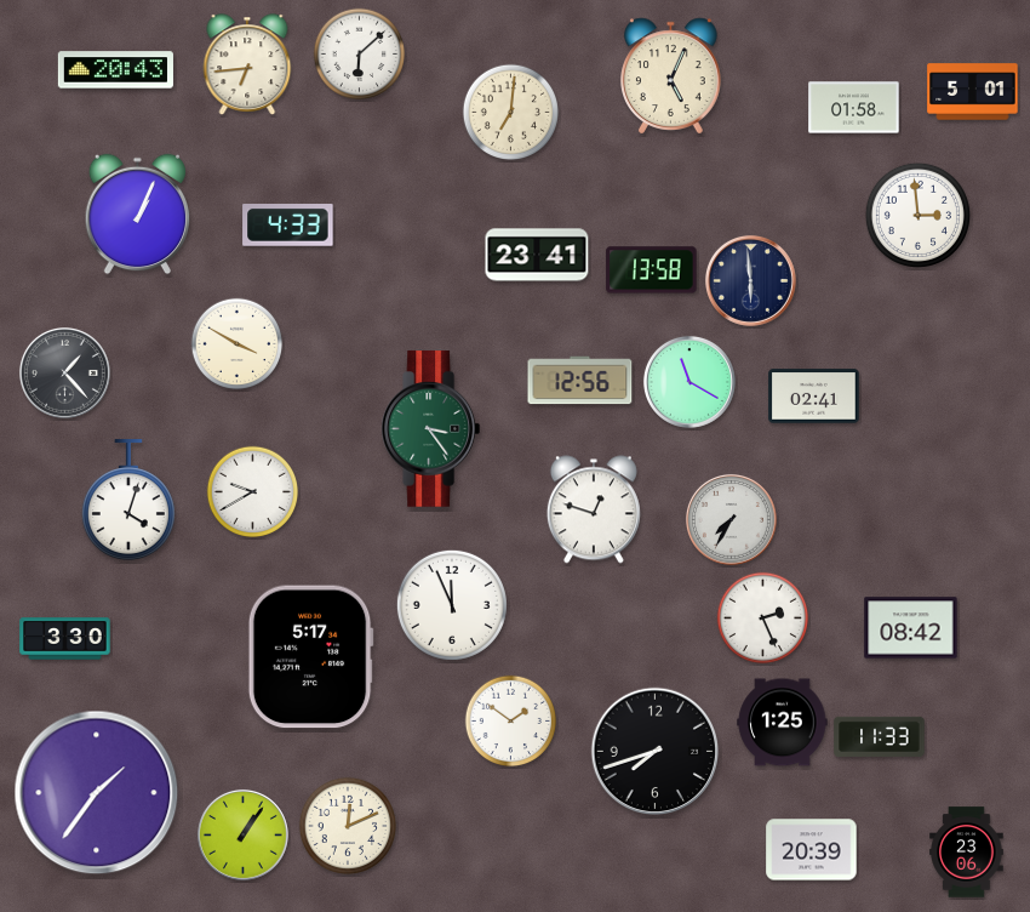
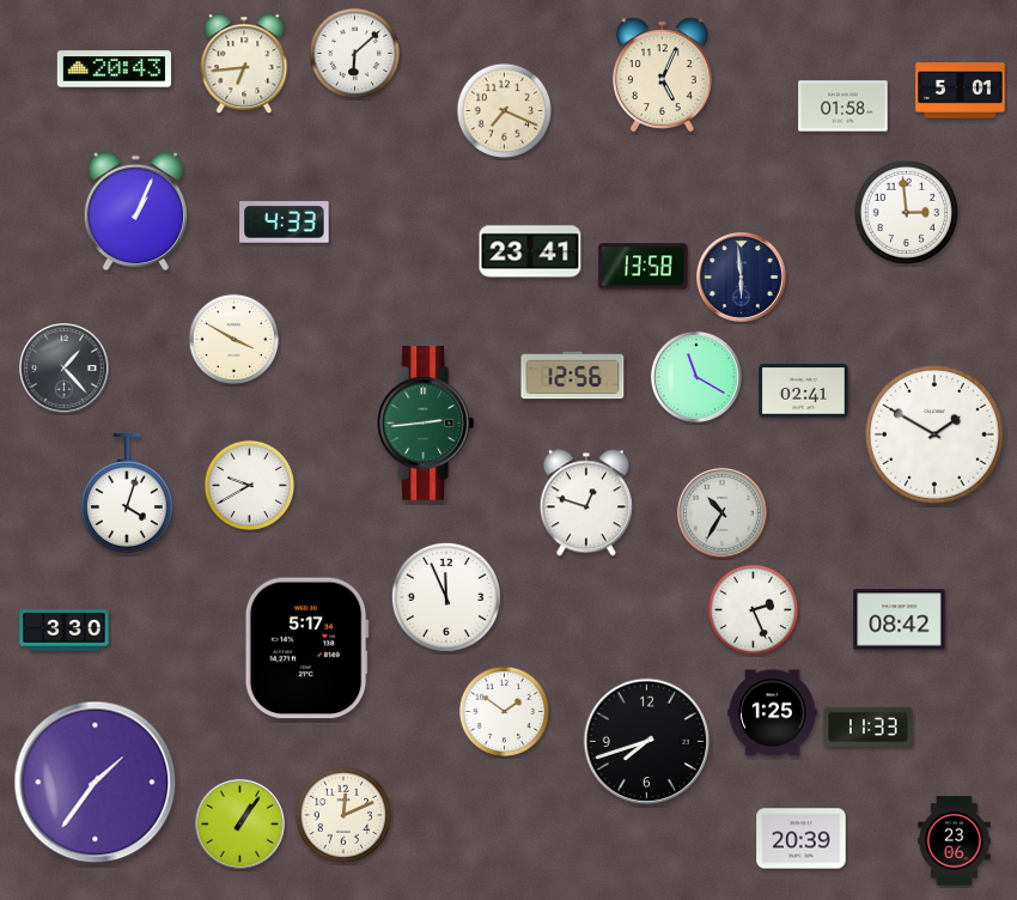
clock at (511, 113): 7:01 -> 7:19
clock at (689, 382) position: (689, 382) -> (696, 377)
clock at (430, 429): 3:24 -> 2:44
clock at (934, 434): none -> 1:50
clock at (731, 519): 7:35 -> 10:35
